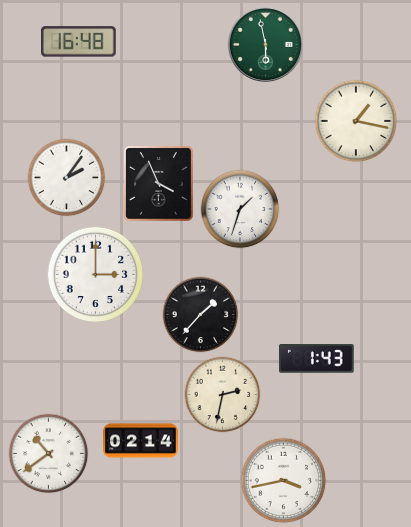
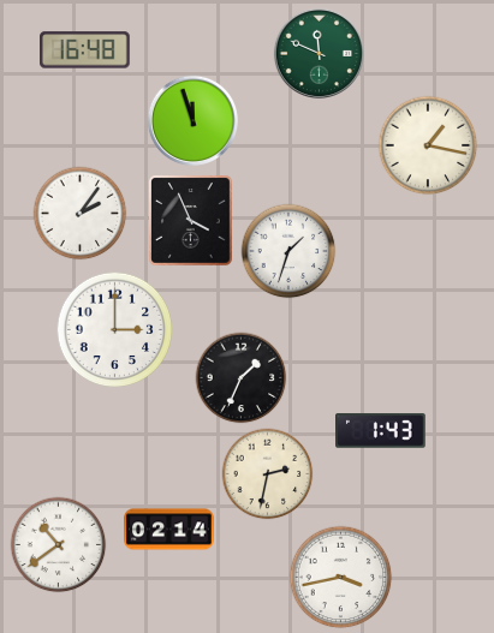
clock at (79, 42) position: (79, 42) -> (85, 50)
clock at (265, 44): 5:58 -> 11:49
clock at (192, 120): none -> 11:57
clock at (201, 315): 1:37 -> 1:34
